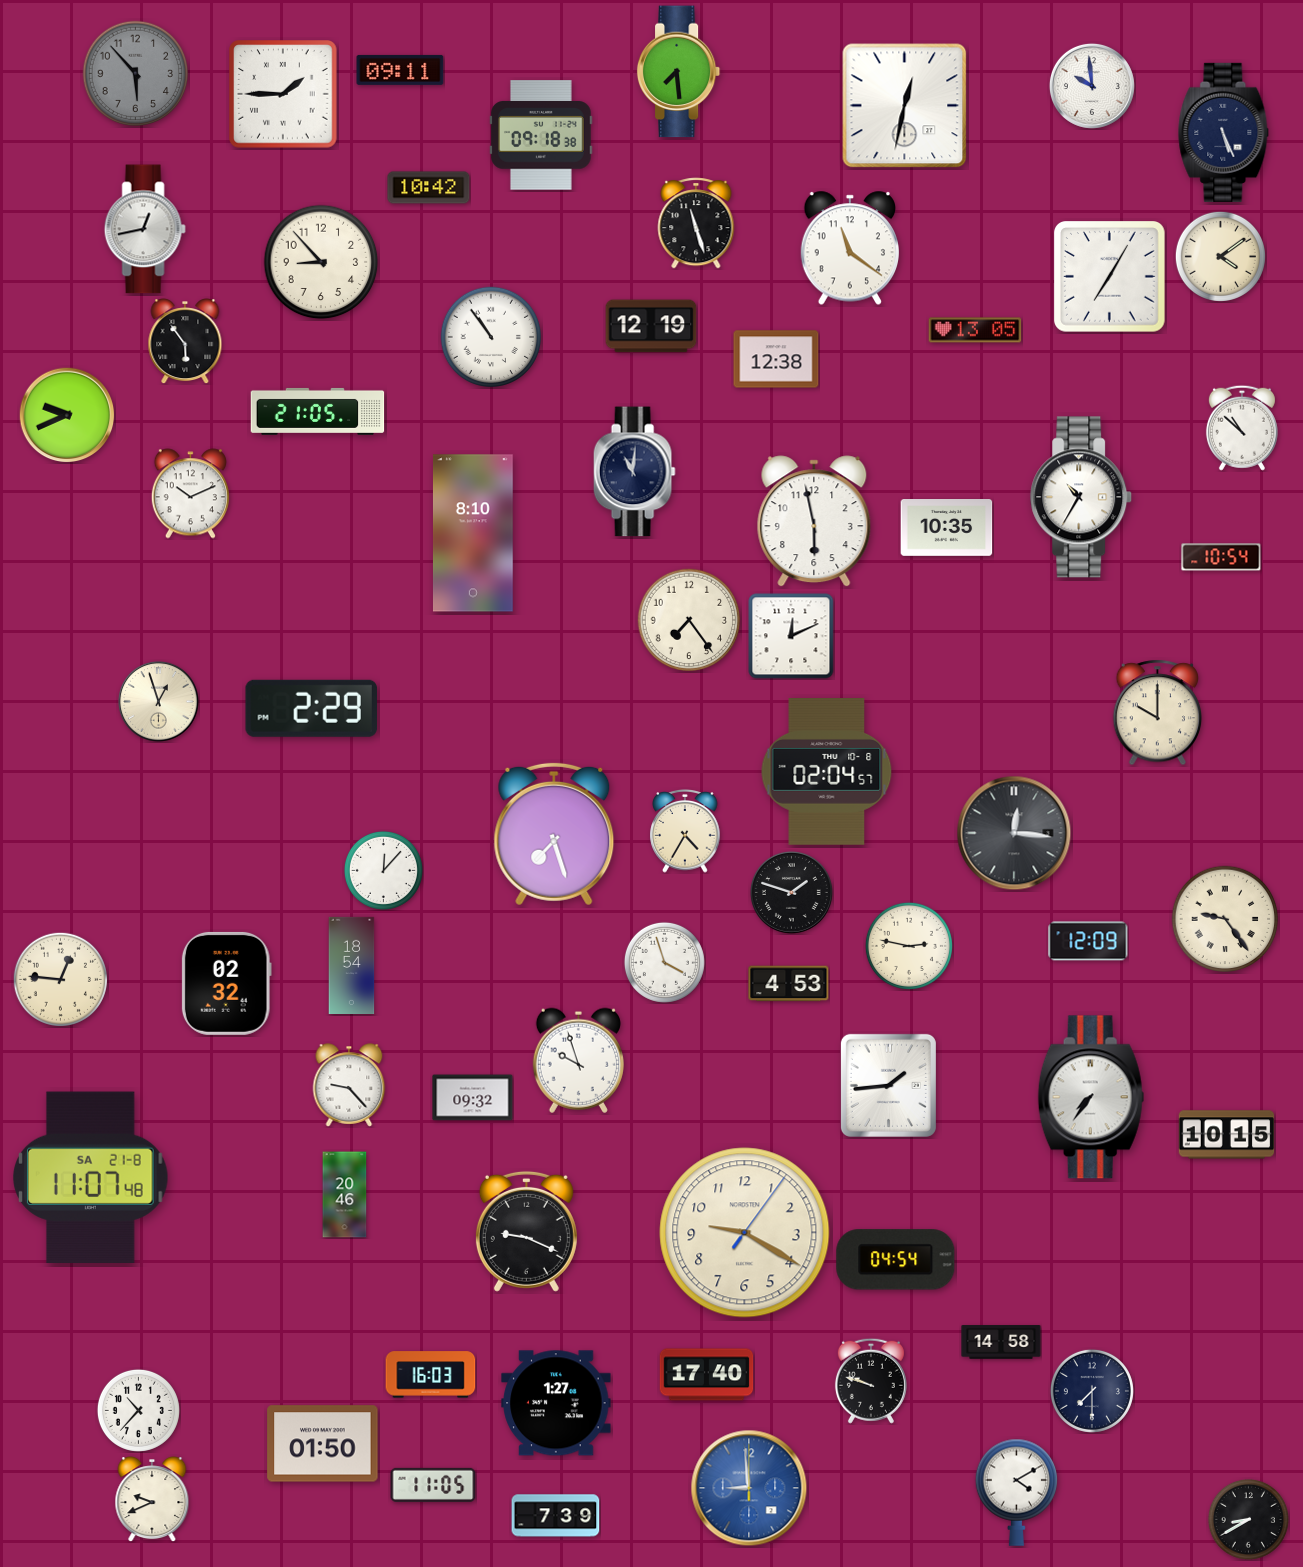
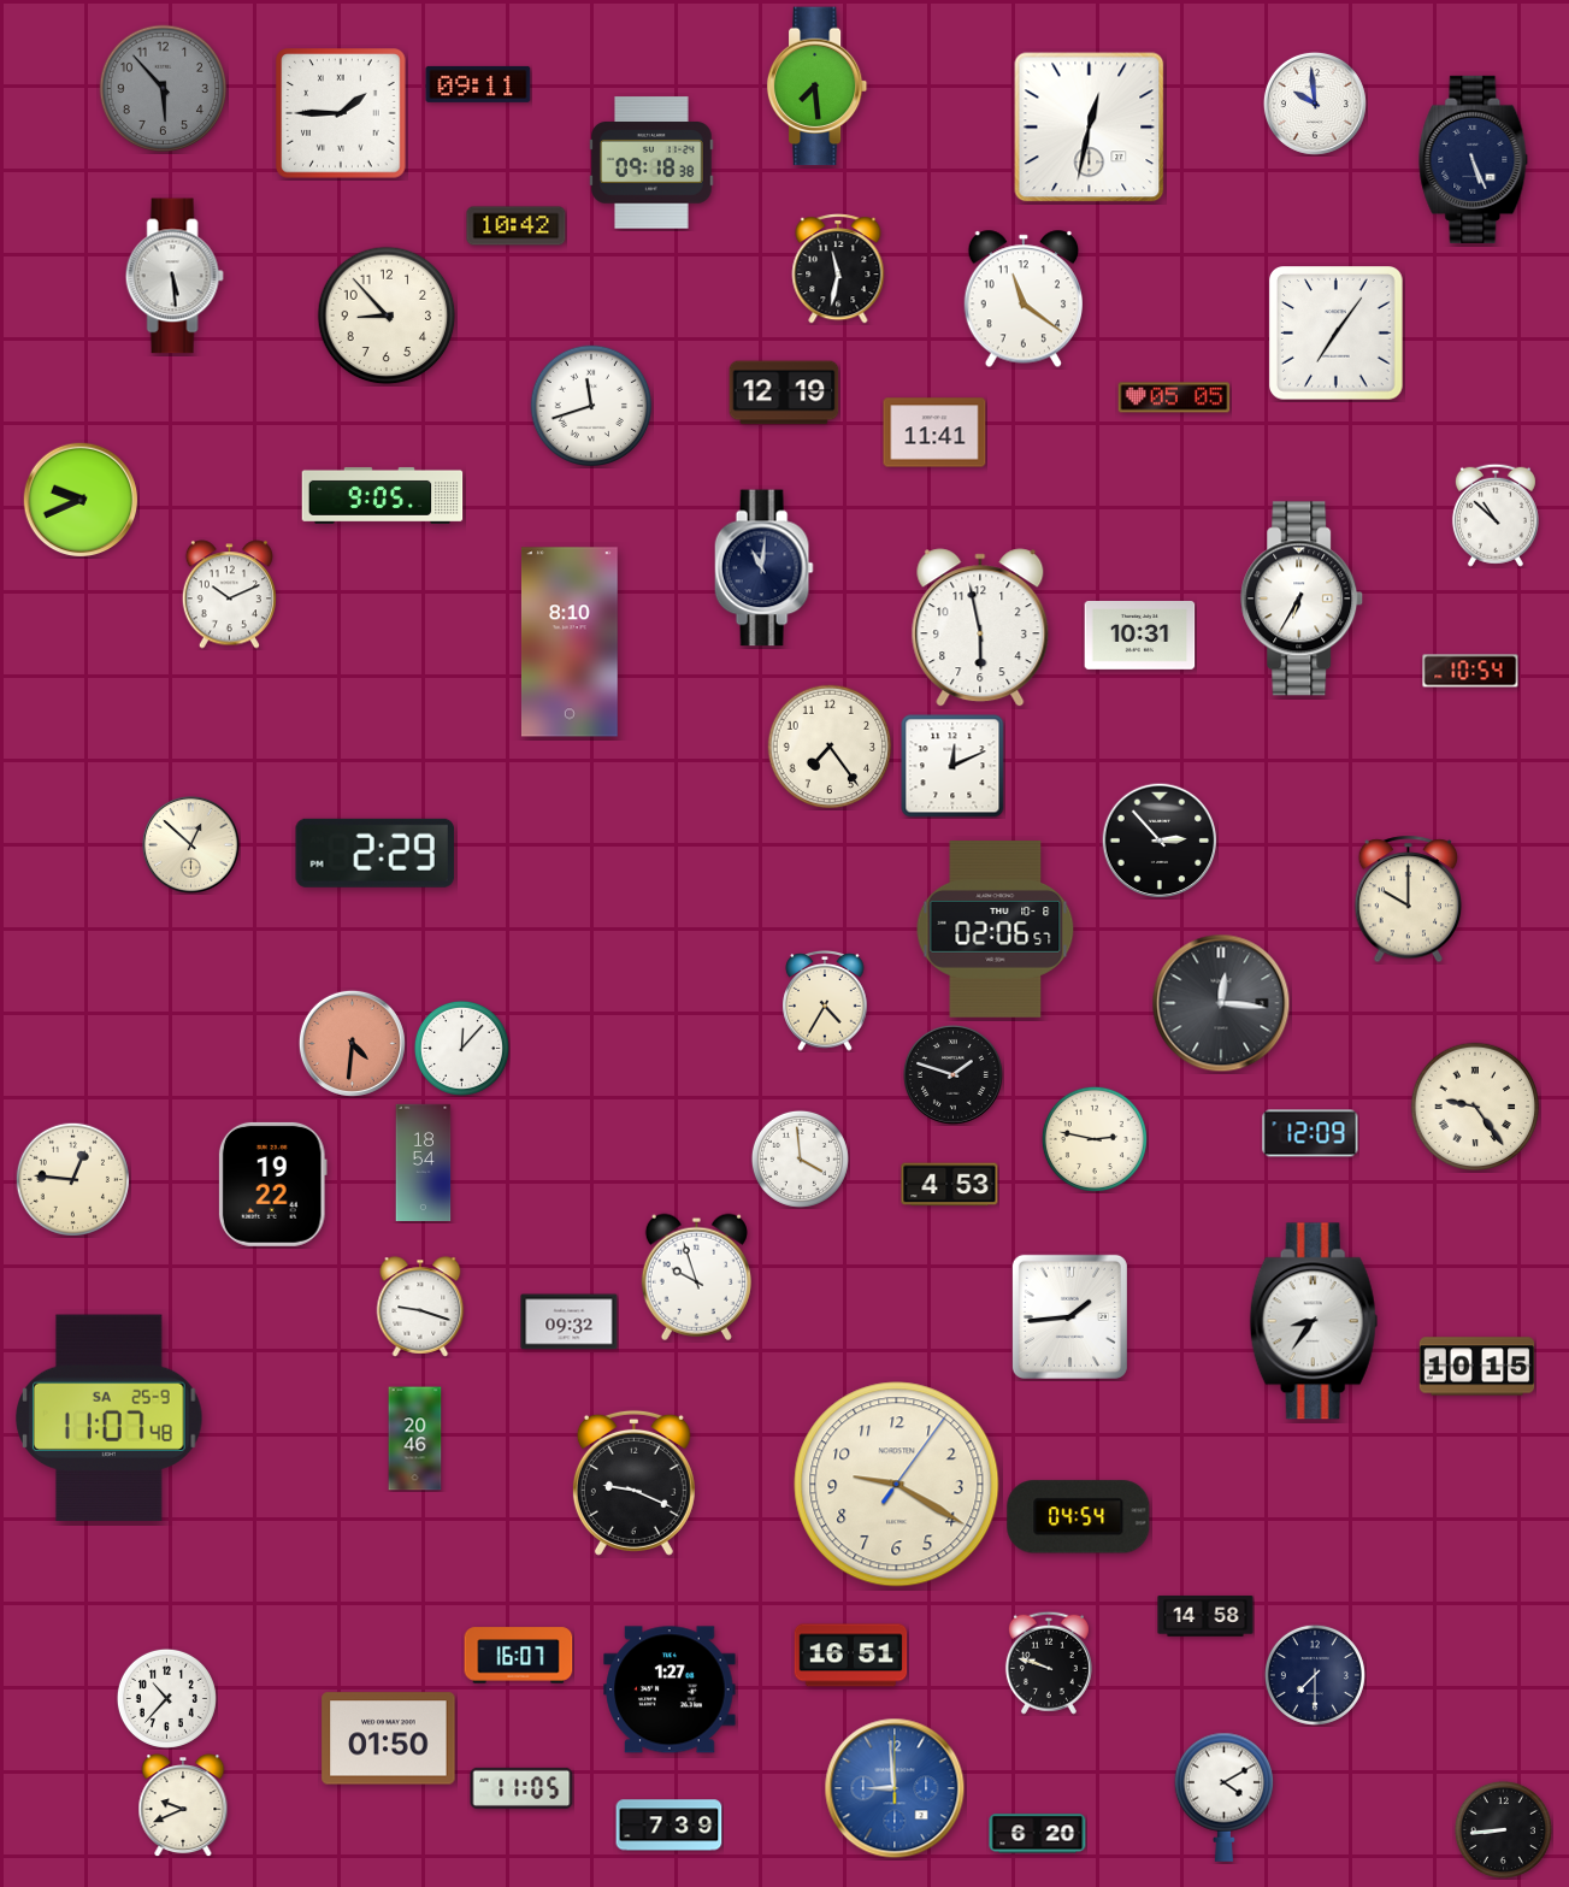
clock at (400, 70) position: (400, 70) -> (478, 84)
clock at (696, 223): 11:27 -> 11:32
clock at (145, 229): 12:43 -> 5:29
clock at (1220, 256): 4:09 -> none
clock at (1110, 277): 7:05 -> 7:06
clock at (975, 330): 13:05 -> 05:05
clock at (491, 337): 10:54 -> 11:42
clock at (185, 341): 5:54 -> none
clock at (776, 359): 12:38 -> 11:41
clock at (318, 411): 21:05 -> 9:05
clock at (1082, 497): 10:35 -> 6:35
clock at (947, 528): 10:35 -> 10:31
clock at (1160, 841): none -> 2:53
clock at (159, 702): 12:57 -> 12:52
clock at (1158, 713) position: (1158, 713) -> (1409, 900)
clock at (827, 772): 02:04 -> 02:06
clock at (554, 834): 7:27 -> none
clock at (352, 1043): none -> 4:31
clock at (664, 962): 3:57 -> 3:59
clock at (226, 983): 02:32 -> 19:22
clock at (349, 1085): 9:23 -> 9:18
clock at (888, 1085) position: (888, 1085) -> (1069, 1316)
clock at (1091, 1097): 7:36 -> 8:36
clock at (91, 1178) date: SA 21-8 -> SA 25-9
clock at (431, 1375): 16:03 -> 16:07
clock at (707, 1375): 17:40 -> 16:51
clock at (749, 1488) position: (749, 1488) -> (895, 1788)
clock at (1248, 1519): 8:40 -> 8:44
clock at (1038, 1834): none -> 6:20
